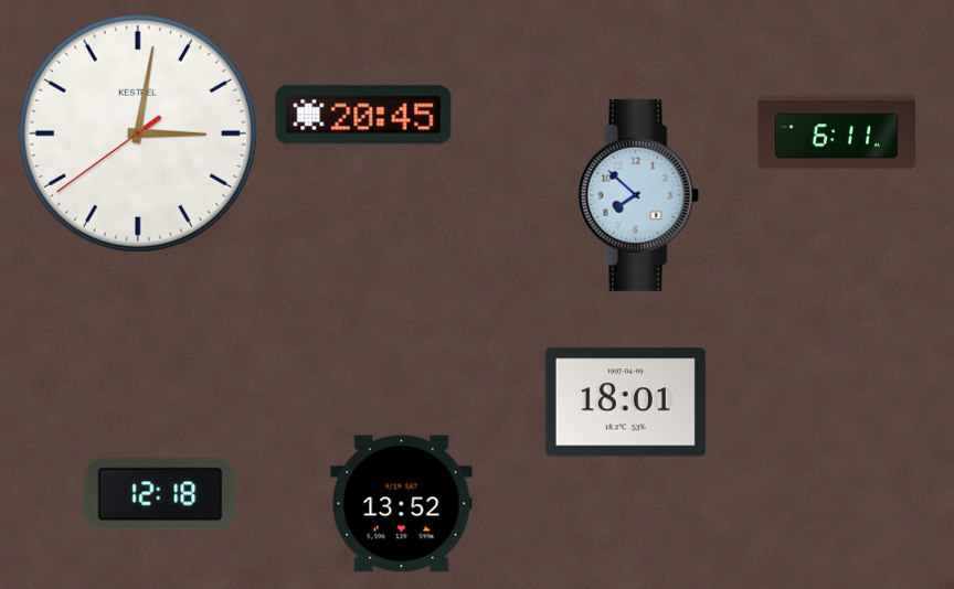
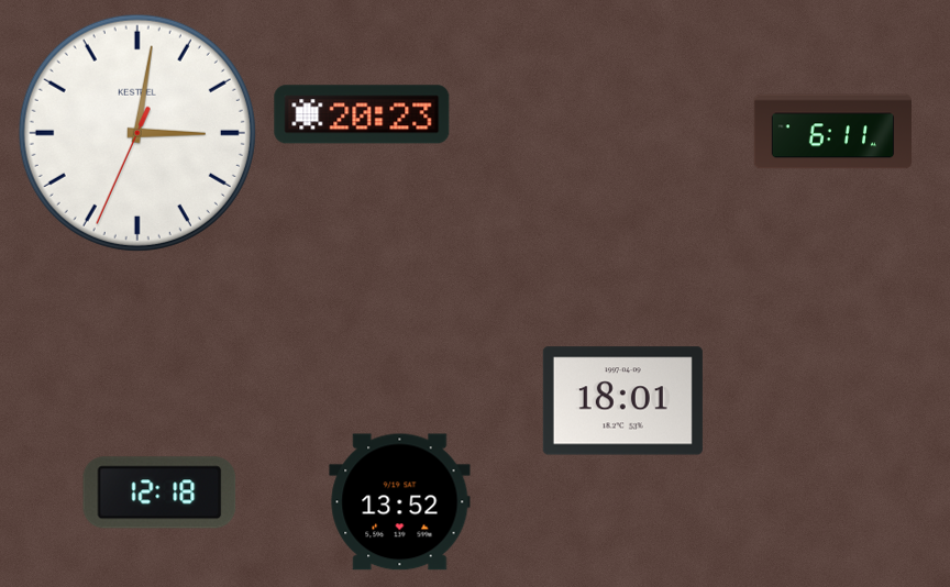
clock at (363, 115): 20:45 -> 20:23
clock at (138, 133): 3:01:39 -> 3:01:34
clock at (638, 195): 7:52 -> none
